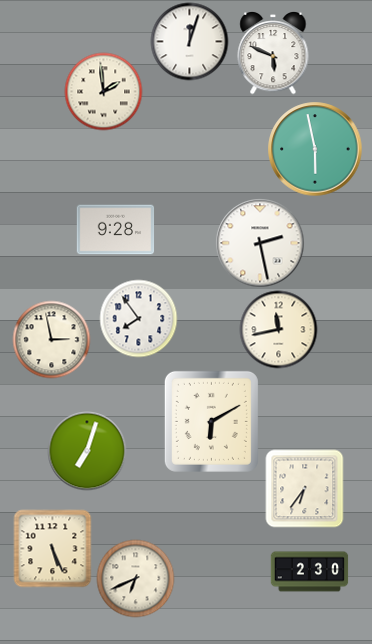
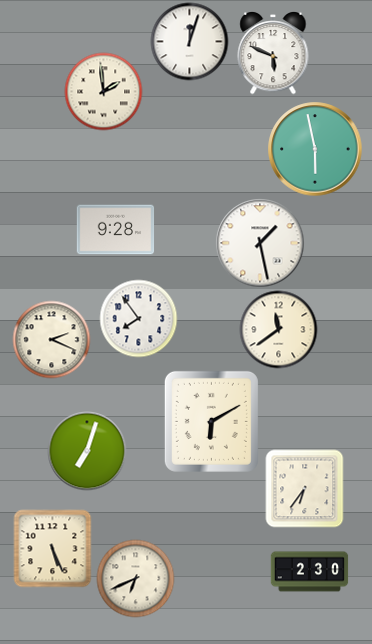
clock at (260, 243): 2:28 -> 1:28
clock at (278, 329): 11:43 -> 11:39
clock at (51, 339): 2:58 -> 2:19
